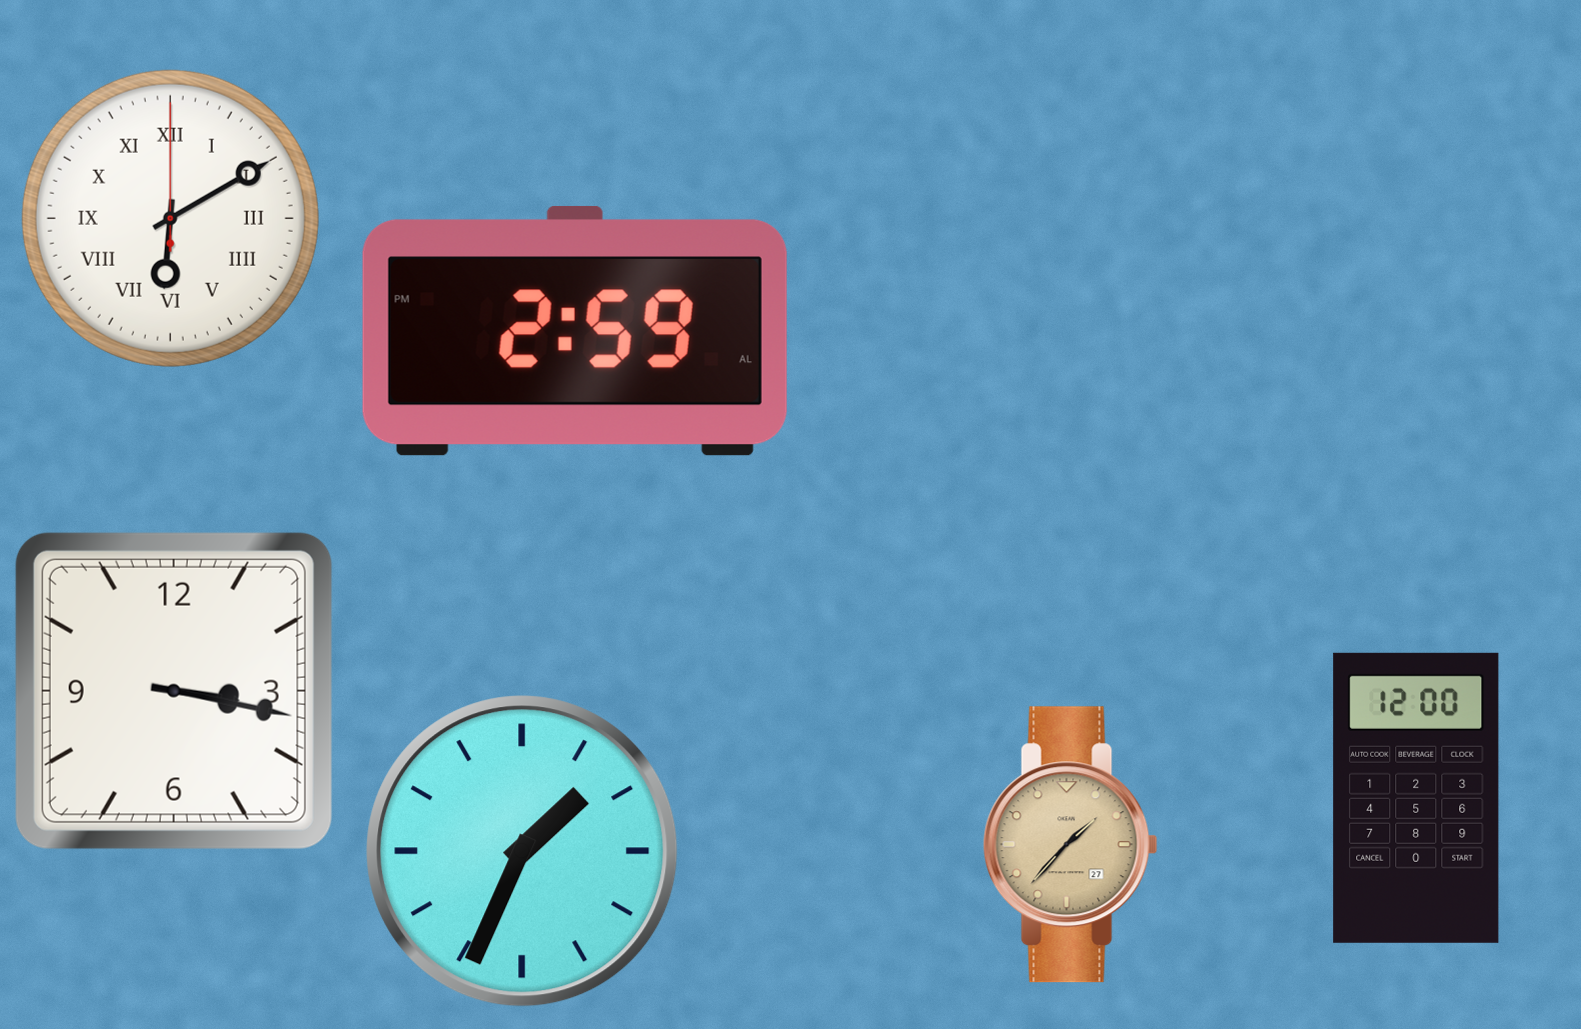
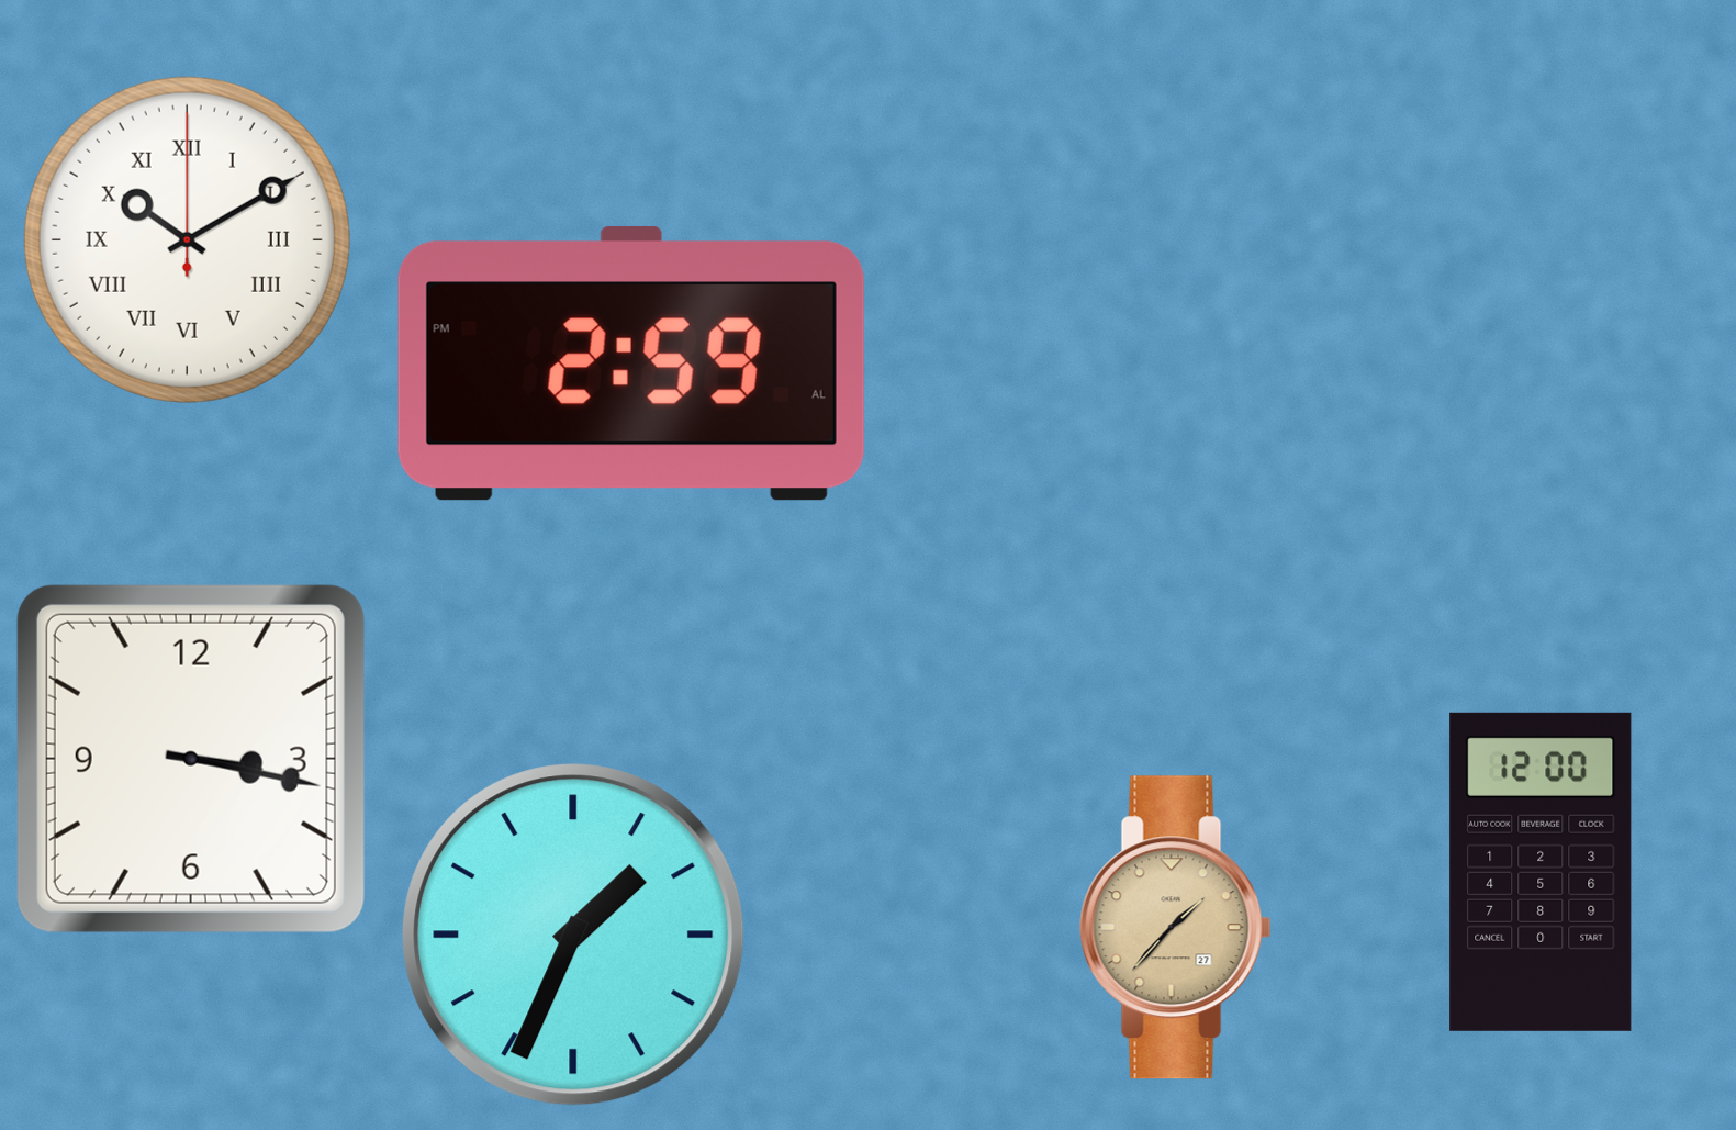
clock at (170, 218): 6:10 -> 10:10
clock at (1416, 798) position: (1416, 798) -> (1541, 872)
